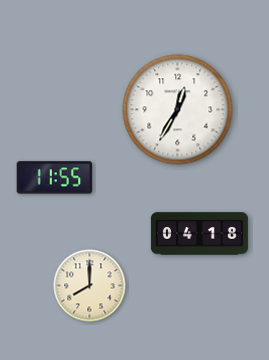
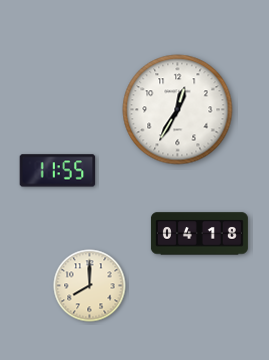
clock at (55, 178) position: (55, 178) -> (58, 171)
